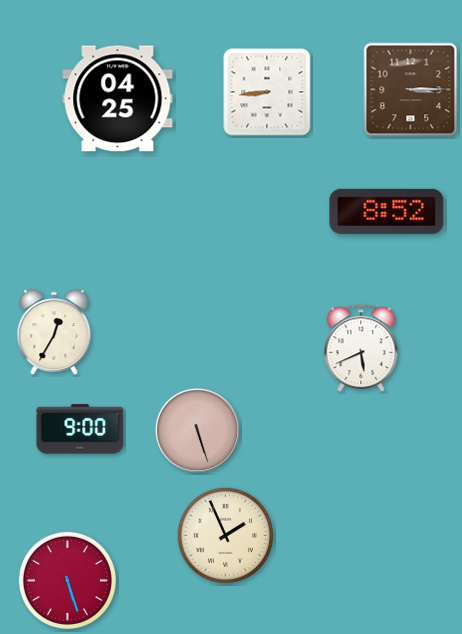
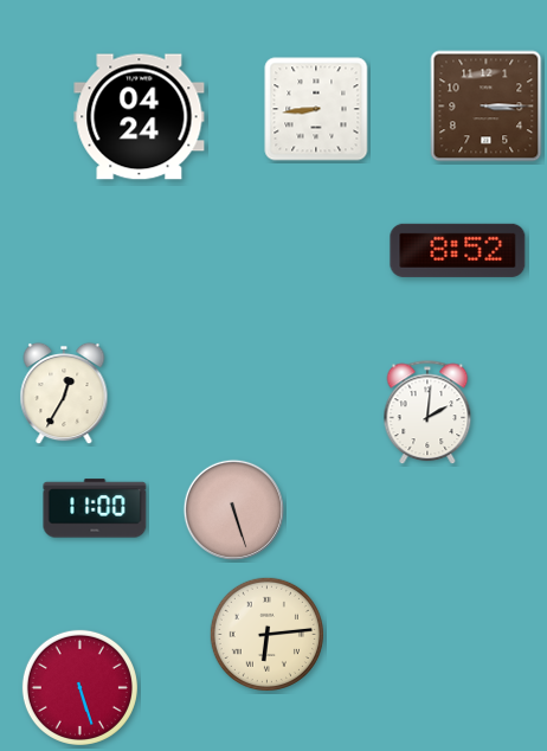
clock at (118, 99): 04:25 -> 04:24
clock at (361, 349): 5:41 -> 2:01
clock at (80, 429): 9:00 -> 11:00
clock at (225, 535): 1:56 -> 6:14
